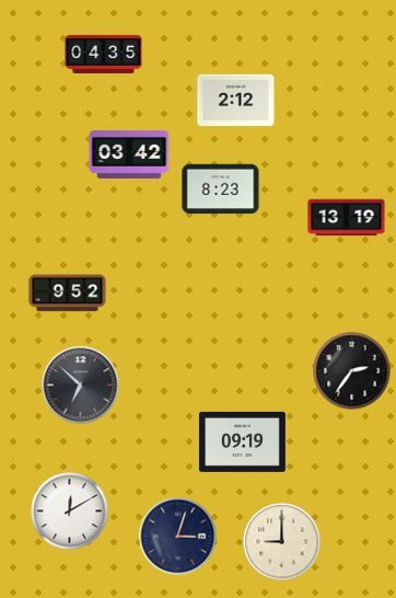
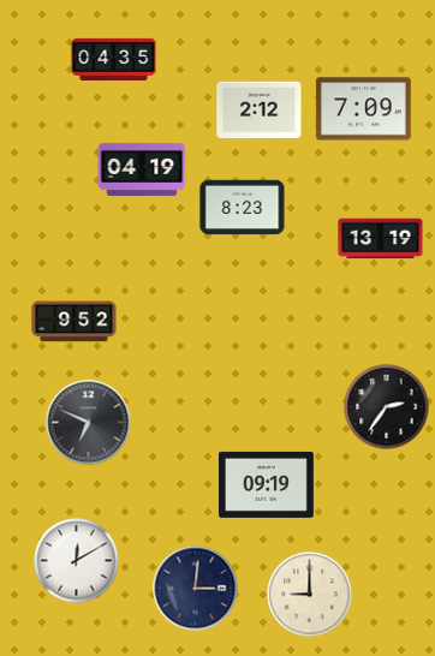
clock at (363, 109): none -> 7:09
clock at (129, 154): 03:42 -> 04:19
clock at (81, 386): 6:52 -> 6:49
clock at (178, 537): 3:03 -> 3:01
